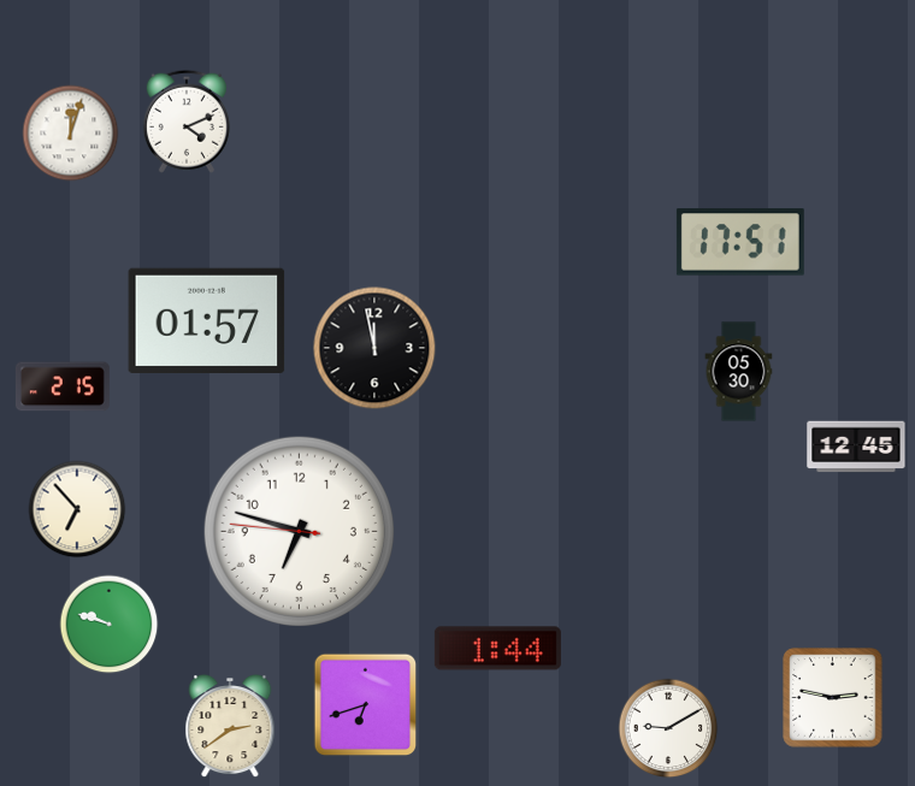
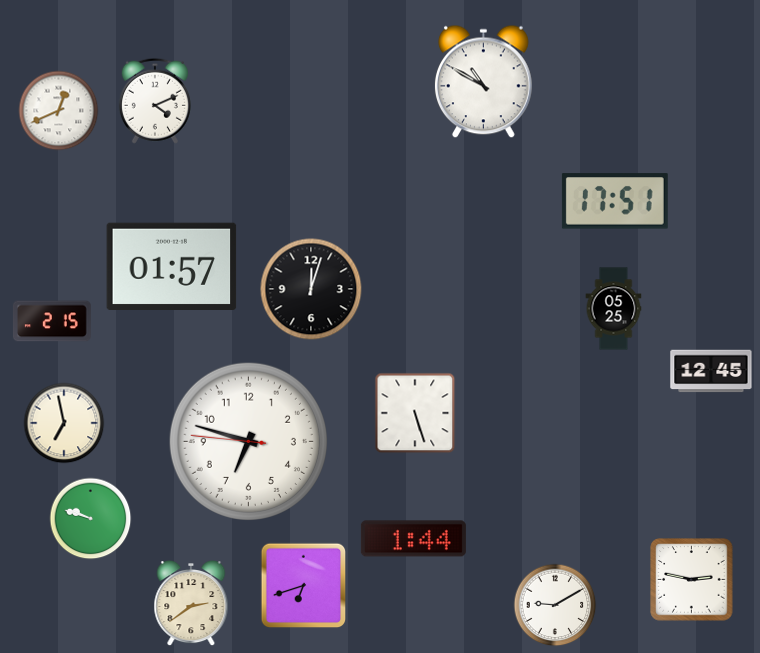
clock at (484, 82): none -> 10:50
clock at (71, 134): 12:03 -> 12:41
clock at (374, 348): 11:58 -> 12:03
clock at (739, 372): 05:30 -> 05:25
clock at (415, 413): none -> 5:27
clock at (77, 509): 6:53 -> 6:58
